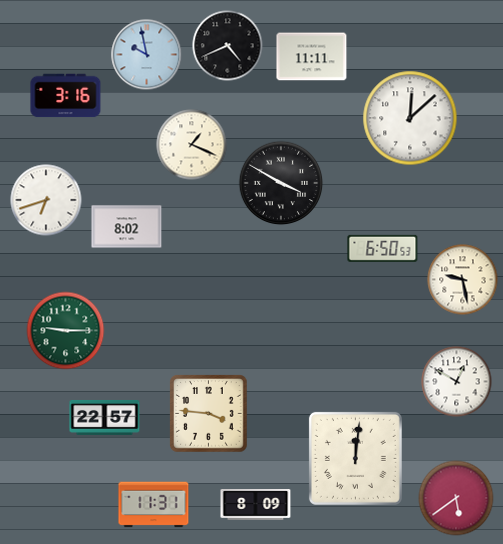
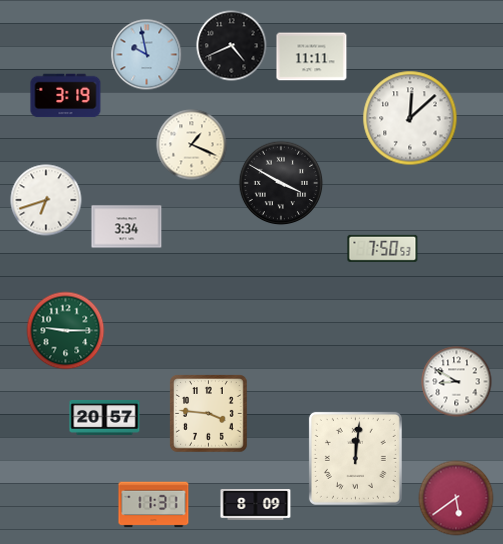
clock at (228, 46) position: (228, 46) -> (232, 46)
clock at (66, 96): 3:16 -> 3:19
clock at (127, 227): 8:02 -> 3:34
clock at (383, 248): 6:50 -> 7:50
clock at (463, 280): 9:28 -> none
clock at (457, 382): 12:50 -> 8:50
clock at (105, 417): 22:57 -> 20:57
